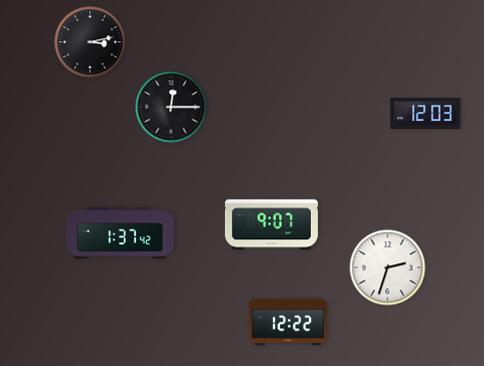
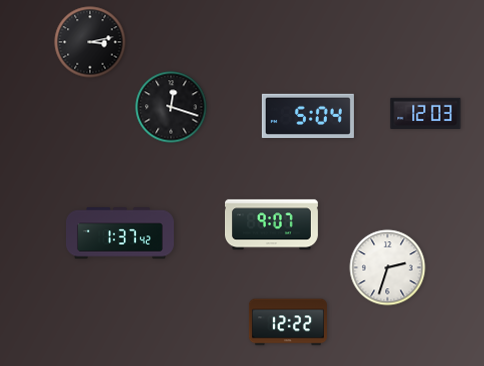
clock at (171, 107): 12:15 -> 12:18
clock at (308, 116): none -> 5:04
